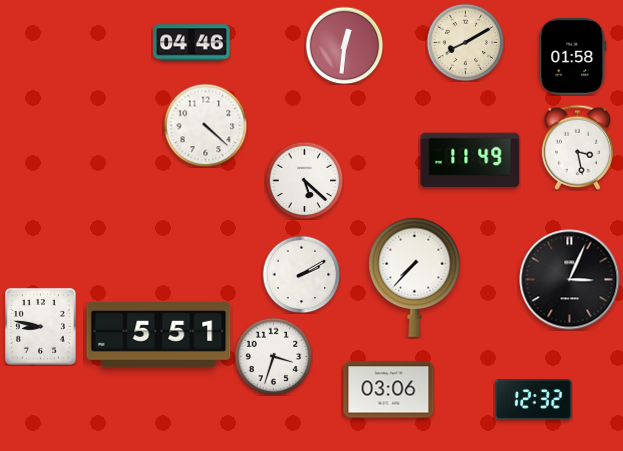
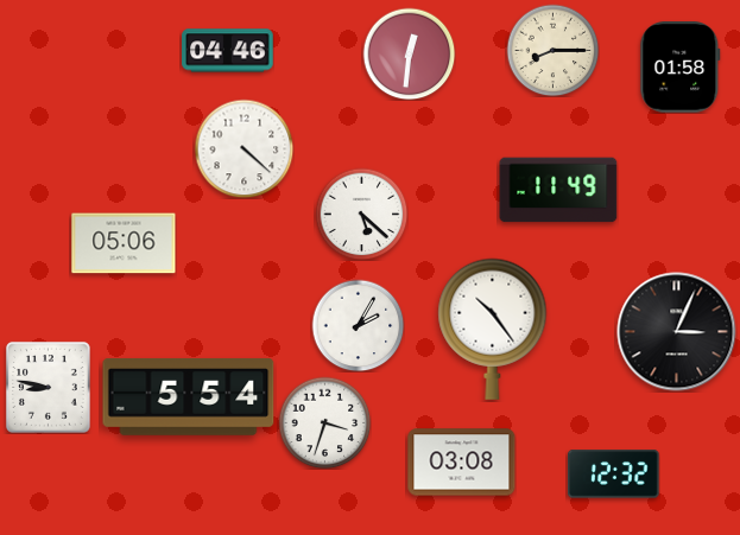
clock at (465, 42): 8:10 -> 8:15
clock at (578, 147): 3:28 -> none
clock at (124, 243): none -> 05:06
clock at (301, 274): 2:10 -> 2:05
clock at (415, 277): 7:37 -> 10:24
clock at (159, 334): 5:51 -> 5:54
clock at (389, 390): 03:06 -> 03:08
clock at (534, 400) position: (534, 400) -> (614, 475)
